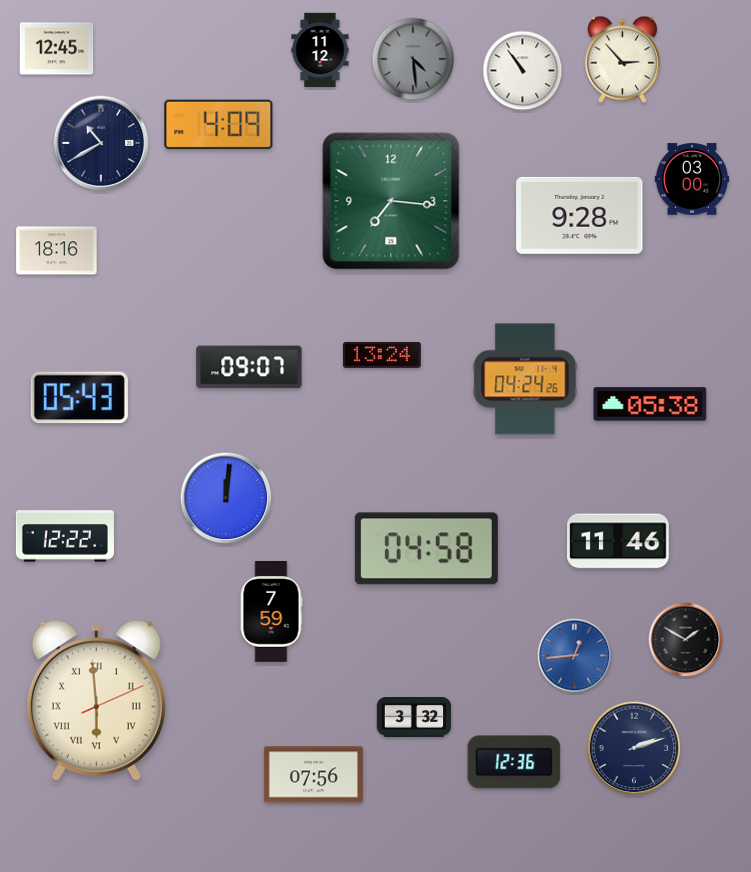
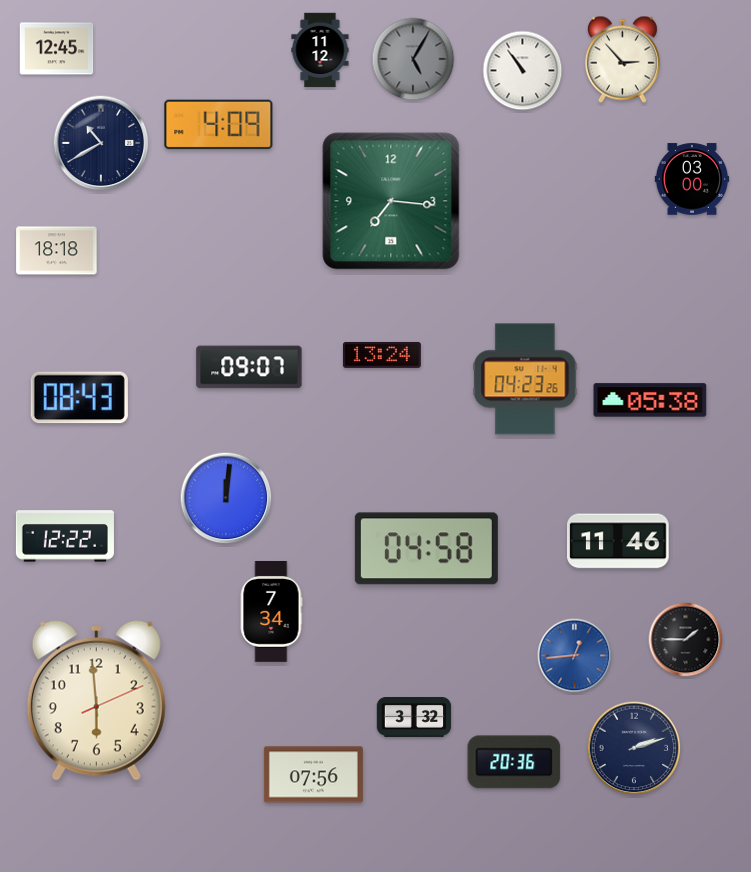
clock at (413, 59): 4:29 -> 5:05
clock at (580, 215): 9:28 -> none
clock at (57, 251): 18:16 -> 18:18
clock at (525, 379): 04:24 -> 04:23
clock at (79, 398): 05:43 -> 08:43
clock at (650, 404) position: (650, 404) -> (650, 400)
clock at (271, 612): 7:59 -> 7:34
clock at (686, 640): 1:50 -> 1:45
clock at (96, 701) numerals: Roman -> Arabic
clock at (514, 762): 12:36 -> 20:36
